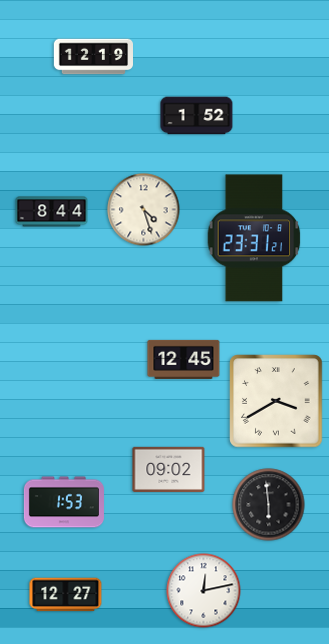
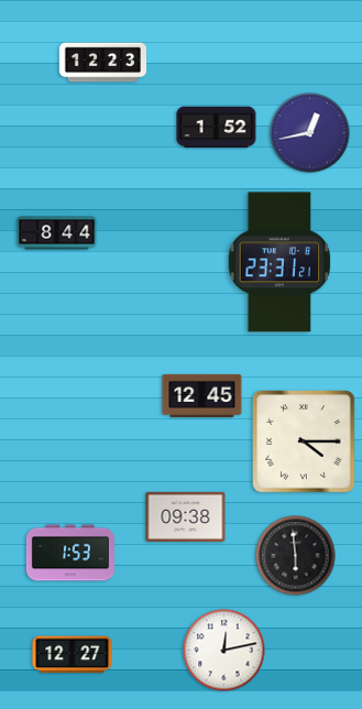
clock at (93, 57): 12:19 -> 12:23
clock at (310, 133): none -> 12:43
clock at (144, 210): 4:27 -> none
clock at (276, 401): 3:40 -> 4:15
clock at (169, 469): 09:02 -> 09:38
